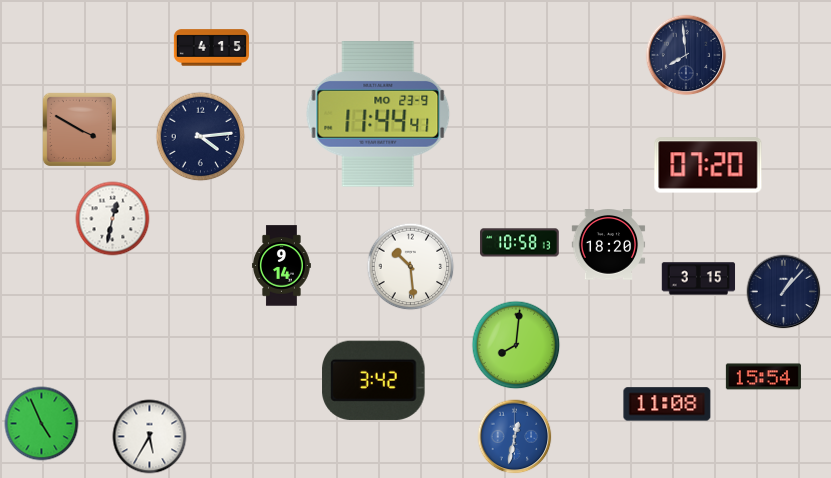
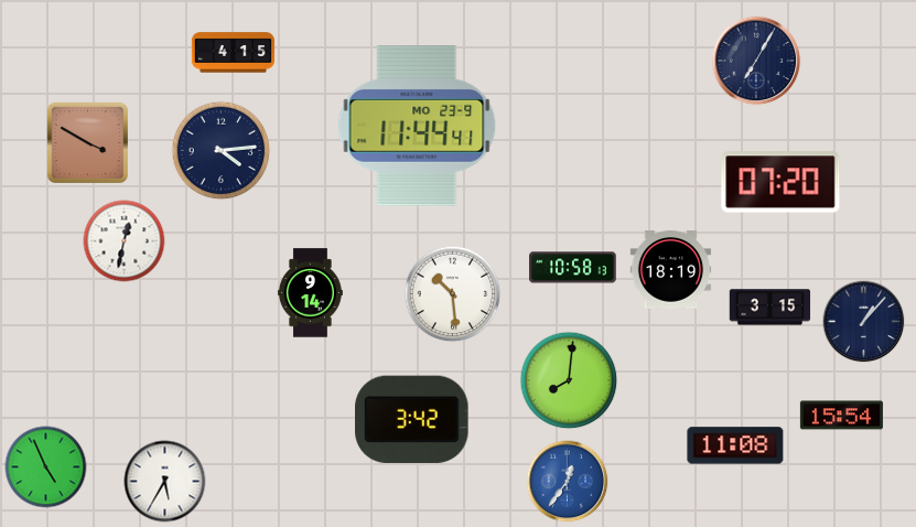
clock at (686, 55): 7:59 -> 7:05
clock at (609, 245): 18:20 -> 18:19
clock at (515, 437): 12:32 -> 12:36
